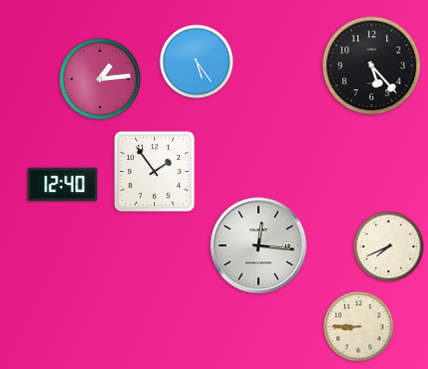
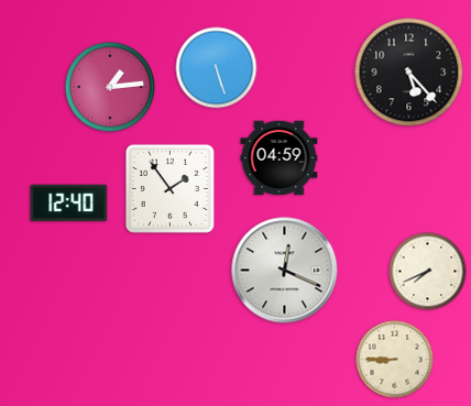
clock at (197, 62): 5:24 -> 5:27
clock at (280, 158): none -> 04:59
clock at (259, 246): 12:16 -> 12:19
